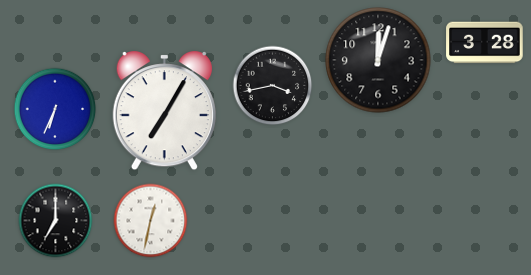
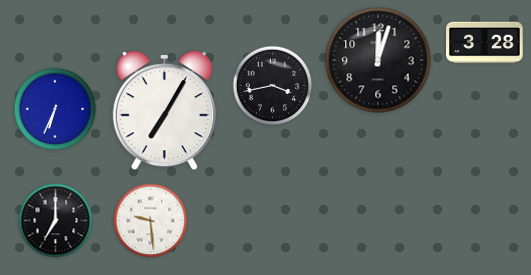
clock at (151, 221): 12:32 -> 9:29
